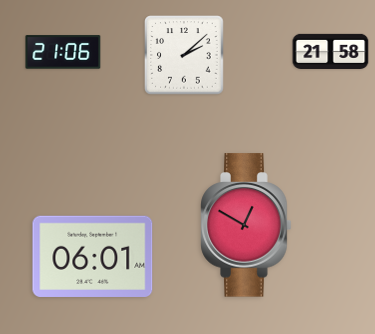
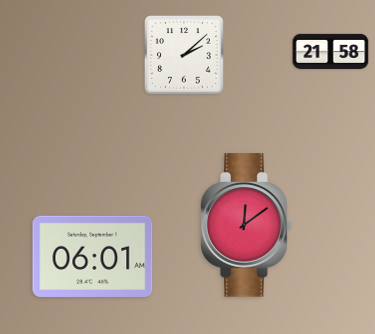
clock at (63, 52): 21:06 -> none
clock at (246, 225): 12:50 -> 12:09
